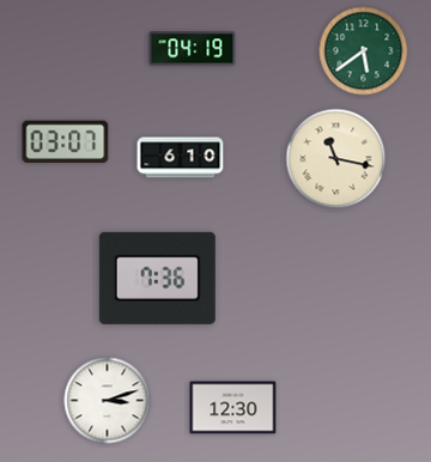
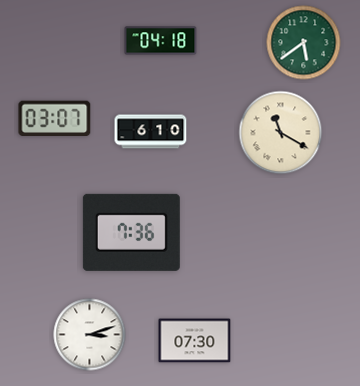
clock at (193, 49): 04:19 -> 04:18
clock at (336, 159): 11:17 -> 11:20
clock at (233, 408): 12:30 -> 07:30
